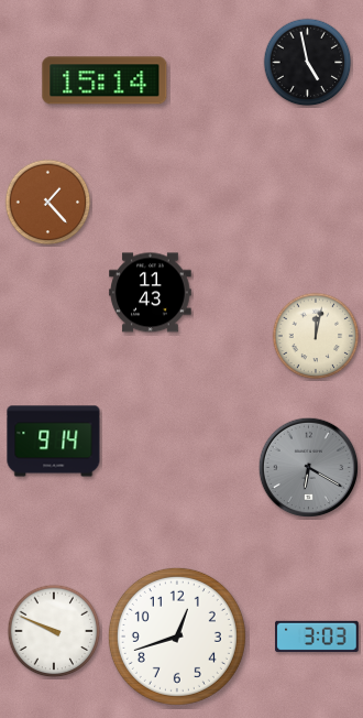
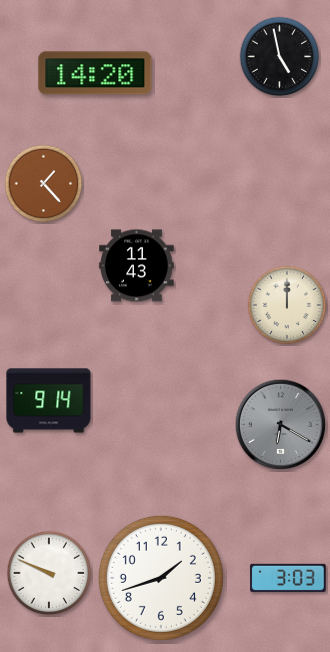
clock at (105, 80): 15:14 -> 14:20
clock at (316, 336): 12:02 -> 12:00
clock at (177, 637): 12:42 -> 1:42
